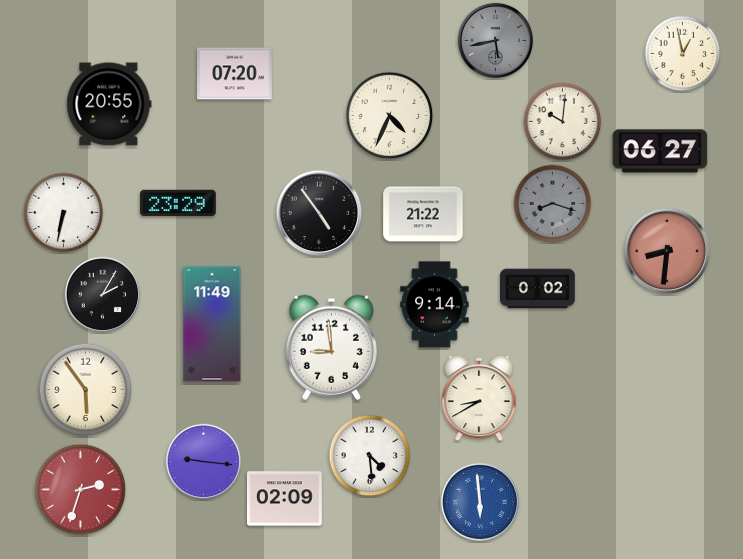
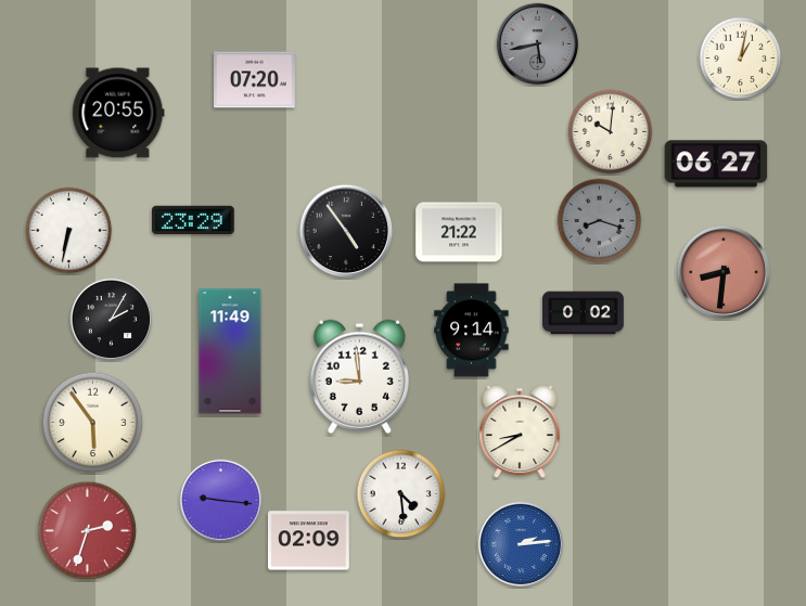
clock at (683, 54): 12:58 -> 1:02
clock at (390, 116): 4:34 -> none
clock at (480, 502): 5:59 -> 2:14
